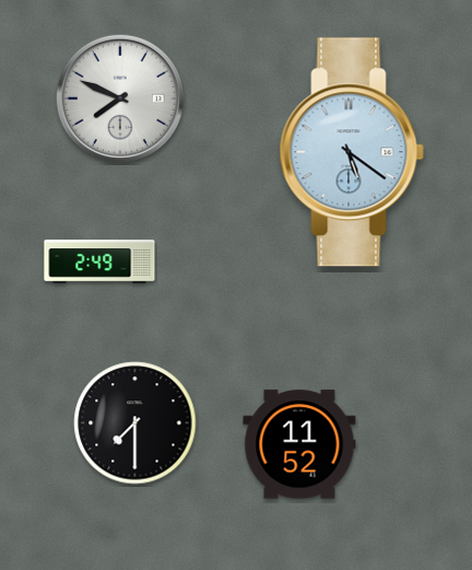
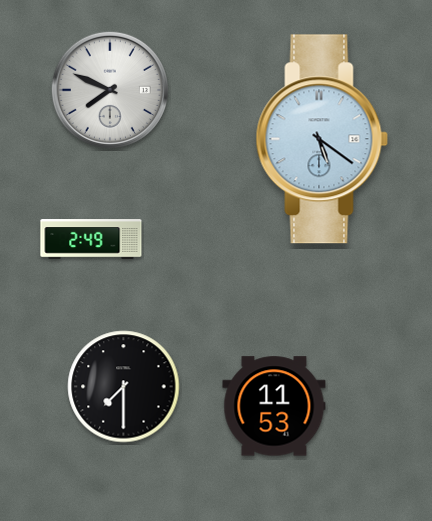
clock at (299, 444): 11:52 -> 11:53
